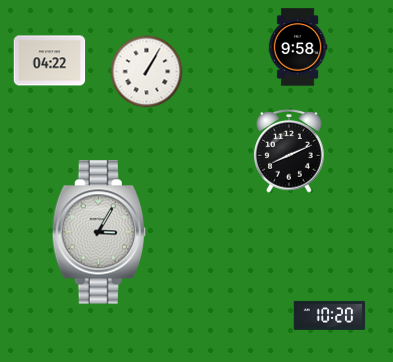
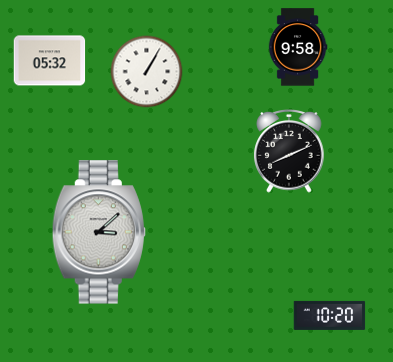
clock at (50, 61): 04:22 -> 05:32
clock at (99, 232): 3:05 -> 3:08
